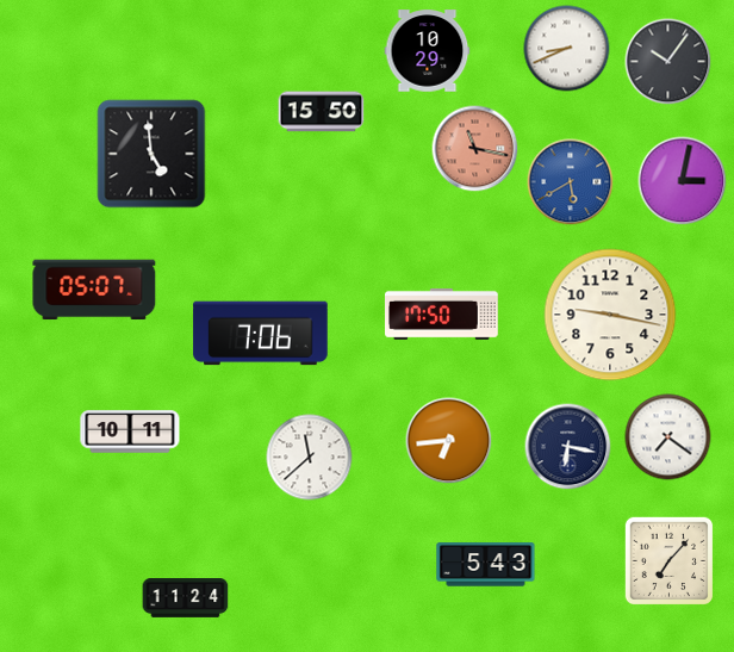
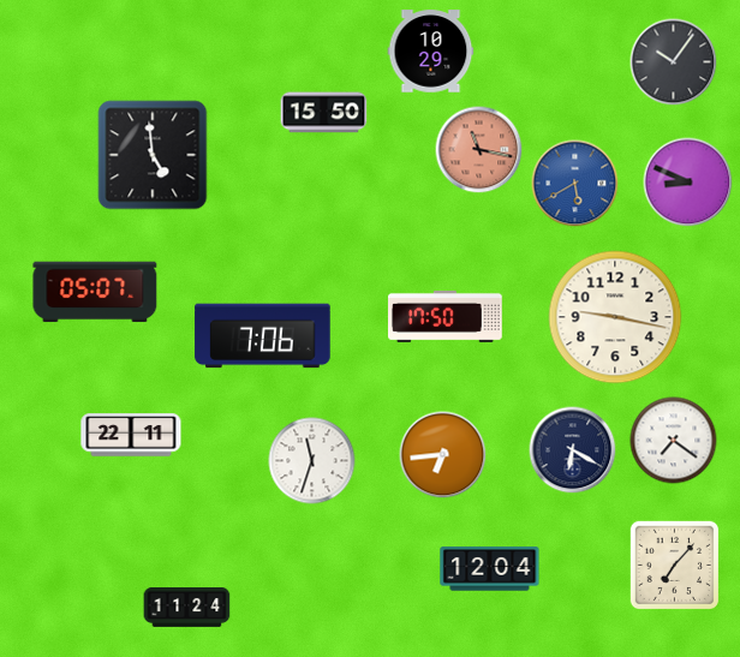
clock at (567, 49): 8:41 -> none
clock at (683, 181): 3:02 -> 8:49
clock at (130, 431): 10:11 -> 22:11
clock at (449, 441) position: (449, 441) -> (443, 455)
clock at (568, 447): 6:17 -> 6:20
clock at (310, 458): 11:38 -> 11:33
clock at (486, 565): 5:43 -> 12:04
clock at (186, 598) position: (186, 598) -> (187, 608)
